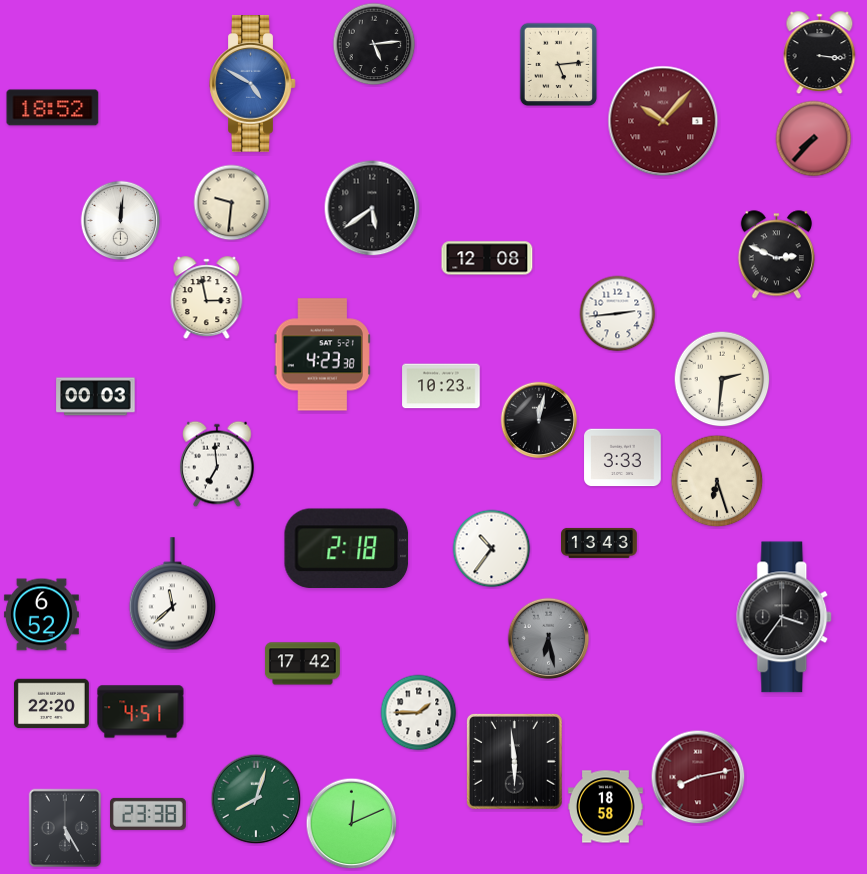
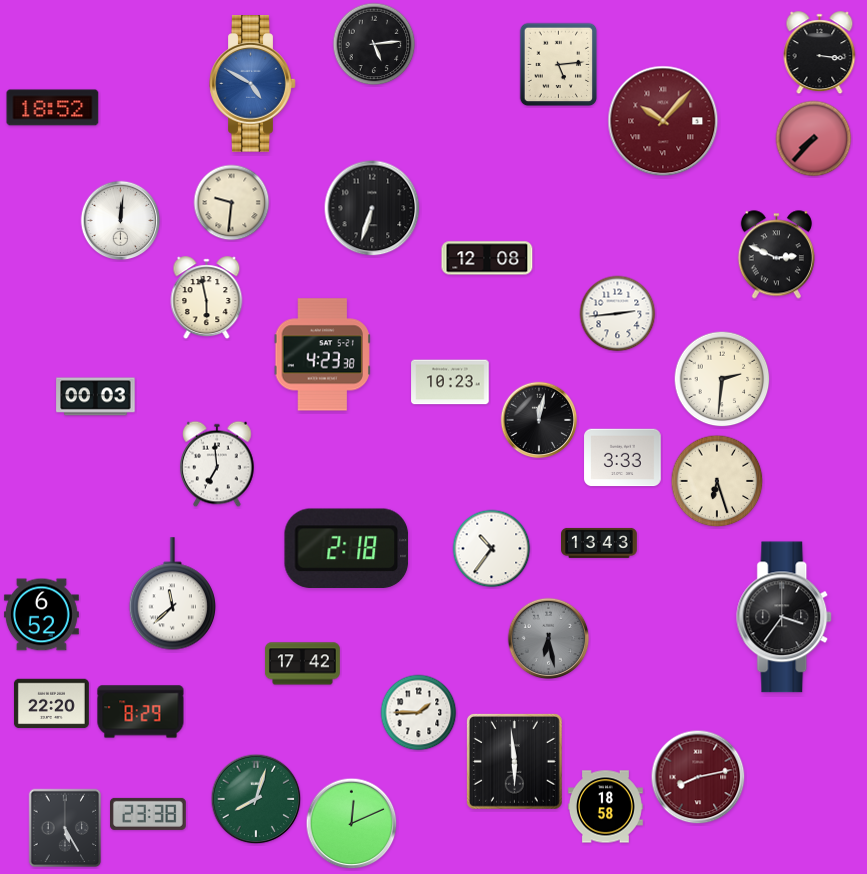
clock at (372, 208): 5:39 -> 6:33
clock at (207, 298): 2:58 -> 5:58
clock at (441, 386) position: (441, 386) -> (450, 382)
clock at (141, 712): 4:51 -> 8:29
